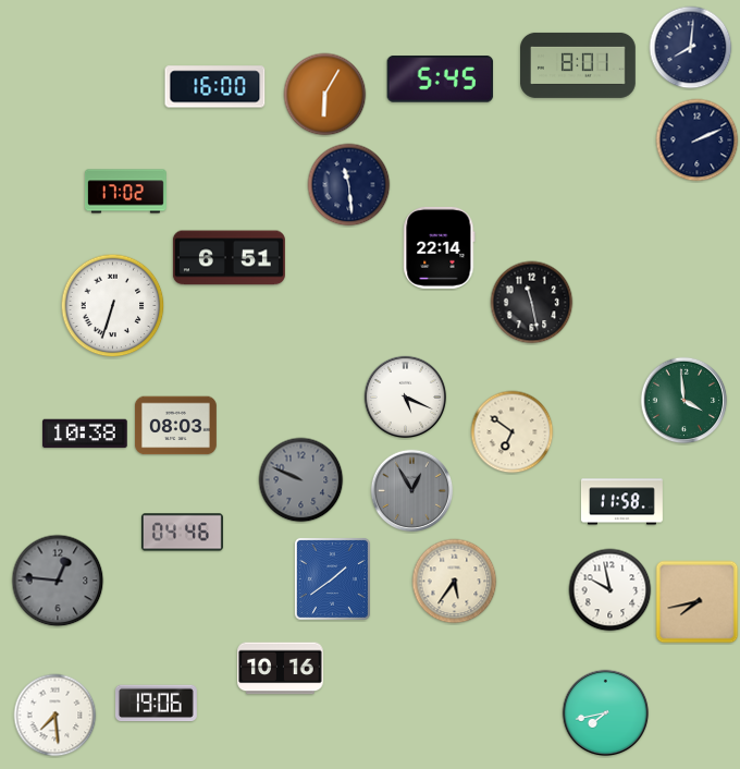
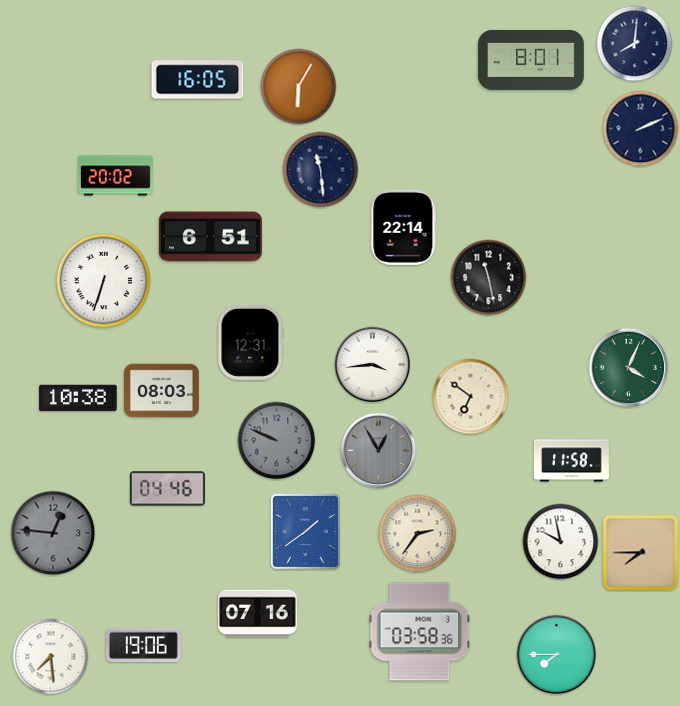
clock at (441, 80): 5:45 -> none
clock at (215, 87): 16:00 -> 16:05
clock at (125, 192): 17:02 -> 20:02
clock at (250, 342): none -> 12:31
clock at (406, 398): 5:19 -> 3:44
clock at (684, 401): 3:59 -> 4:04
clock at (455, 582): 5:36 -> 2:36
clock at (698, 602): 7:43 -> 7:45
clock at (281, 669): 10:16 -> 07:16
clock at (420, 632): none -> 03:58
clock at (606, 713): 7:43 -> 7:45
